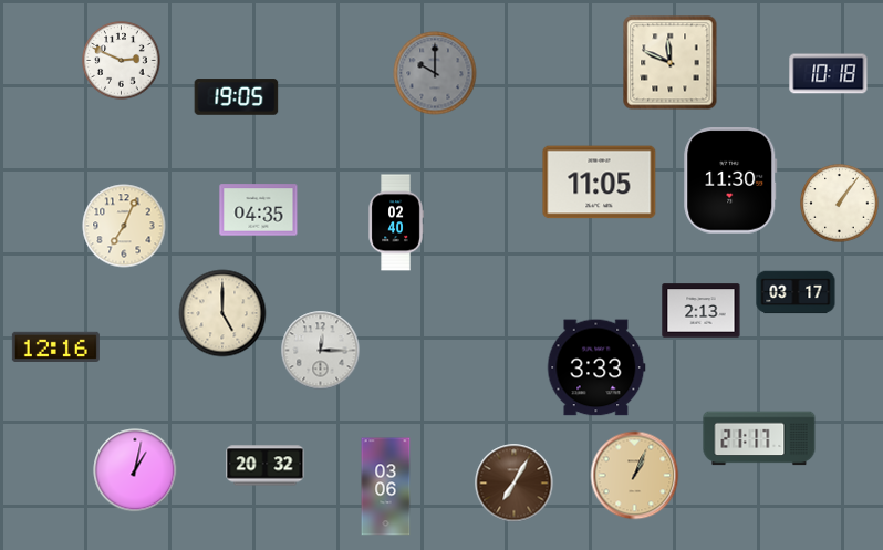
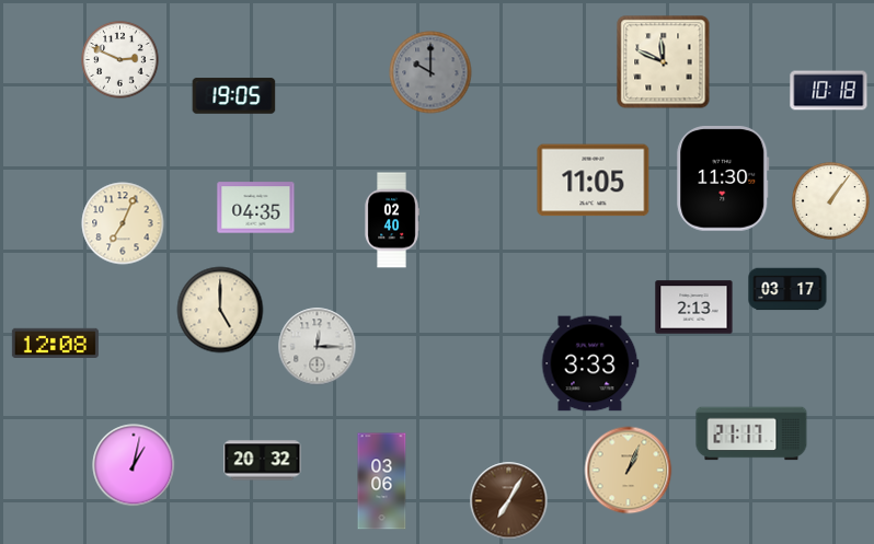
clock at (829, 74) position: (829, 74) -> (829, 91)
clock at (55, 346): 12:16 -> 12:08
clock at (515, 484) position: (515, 484) -> (509, 501)
